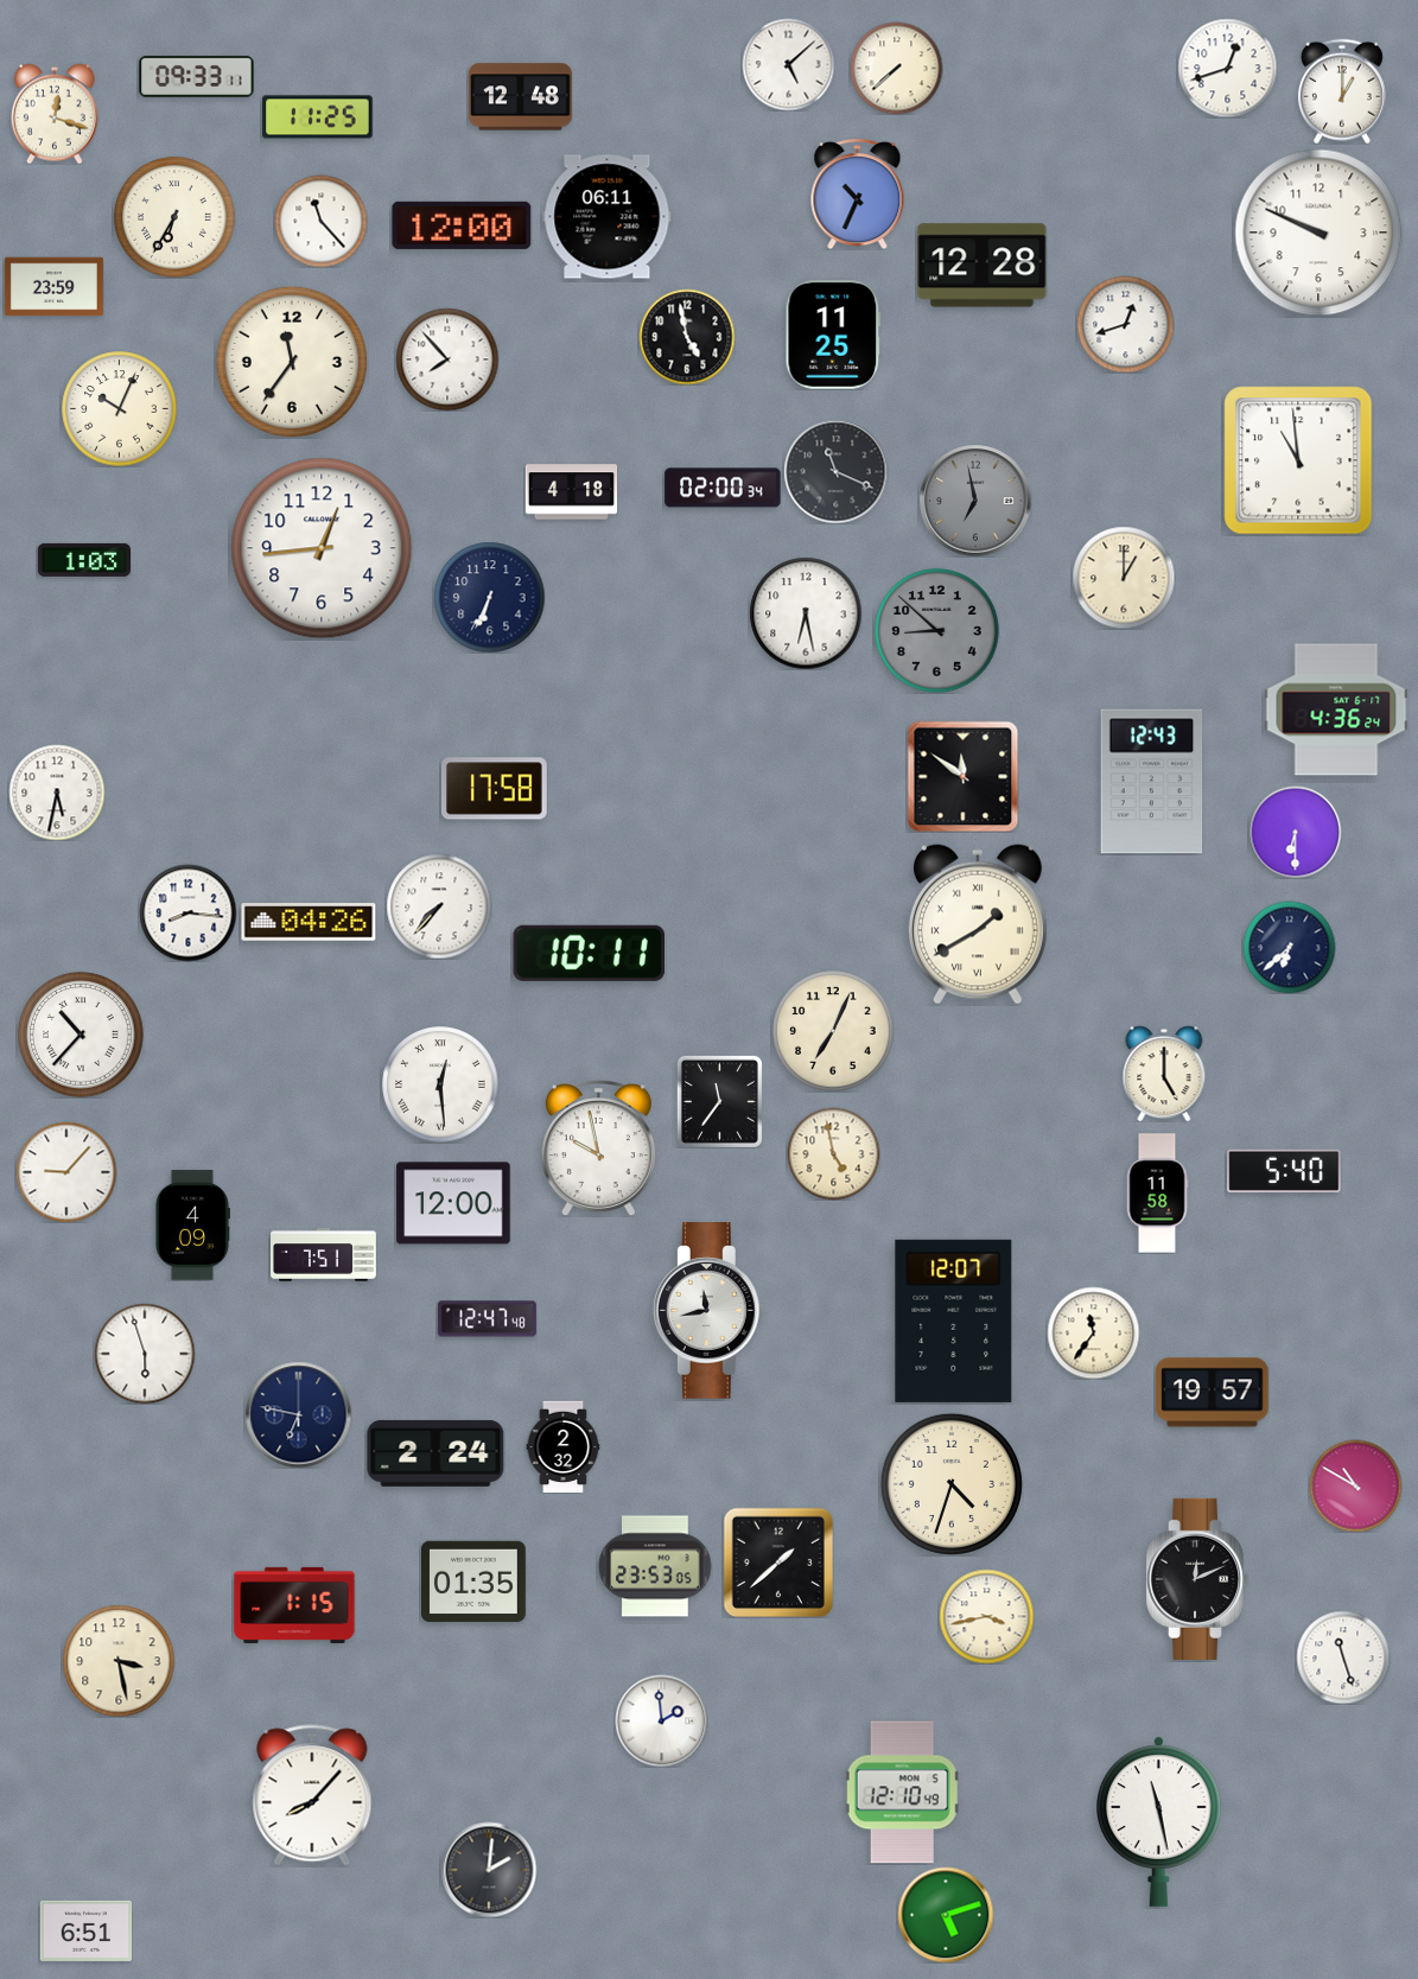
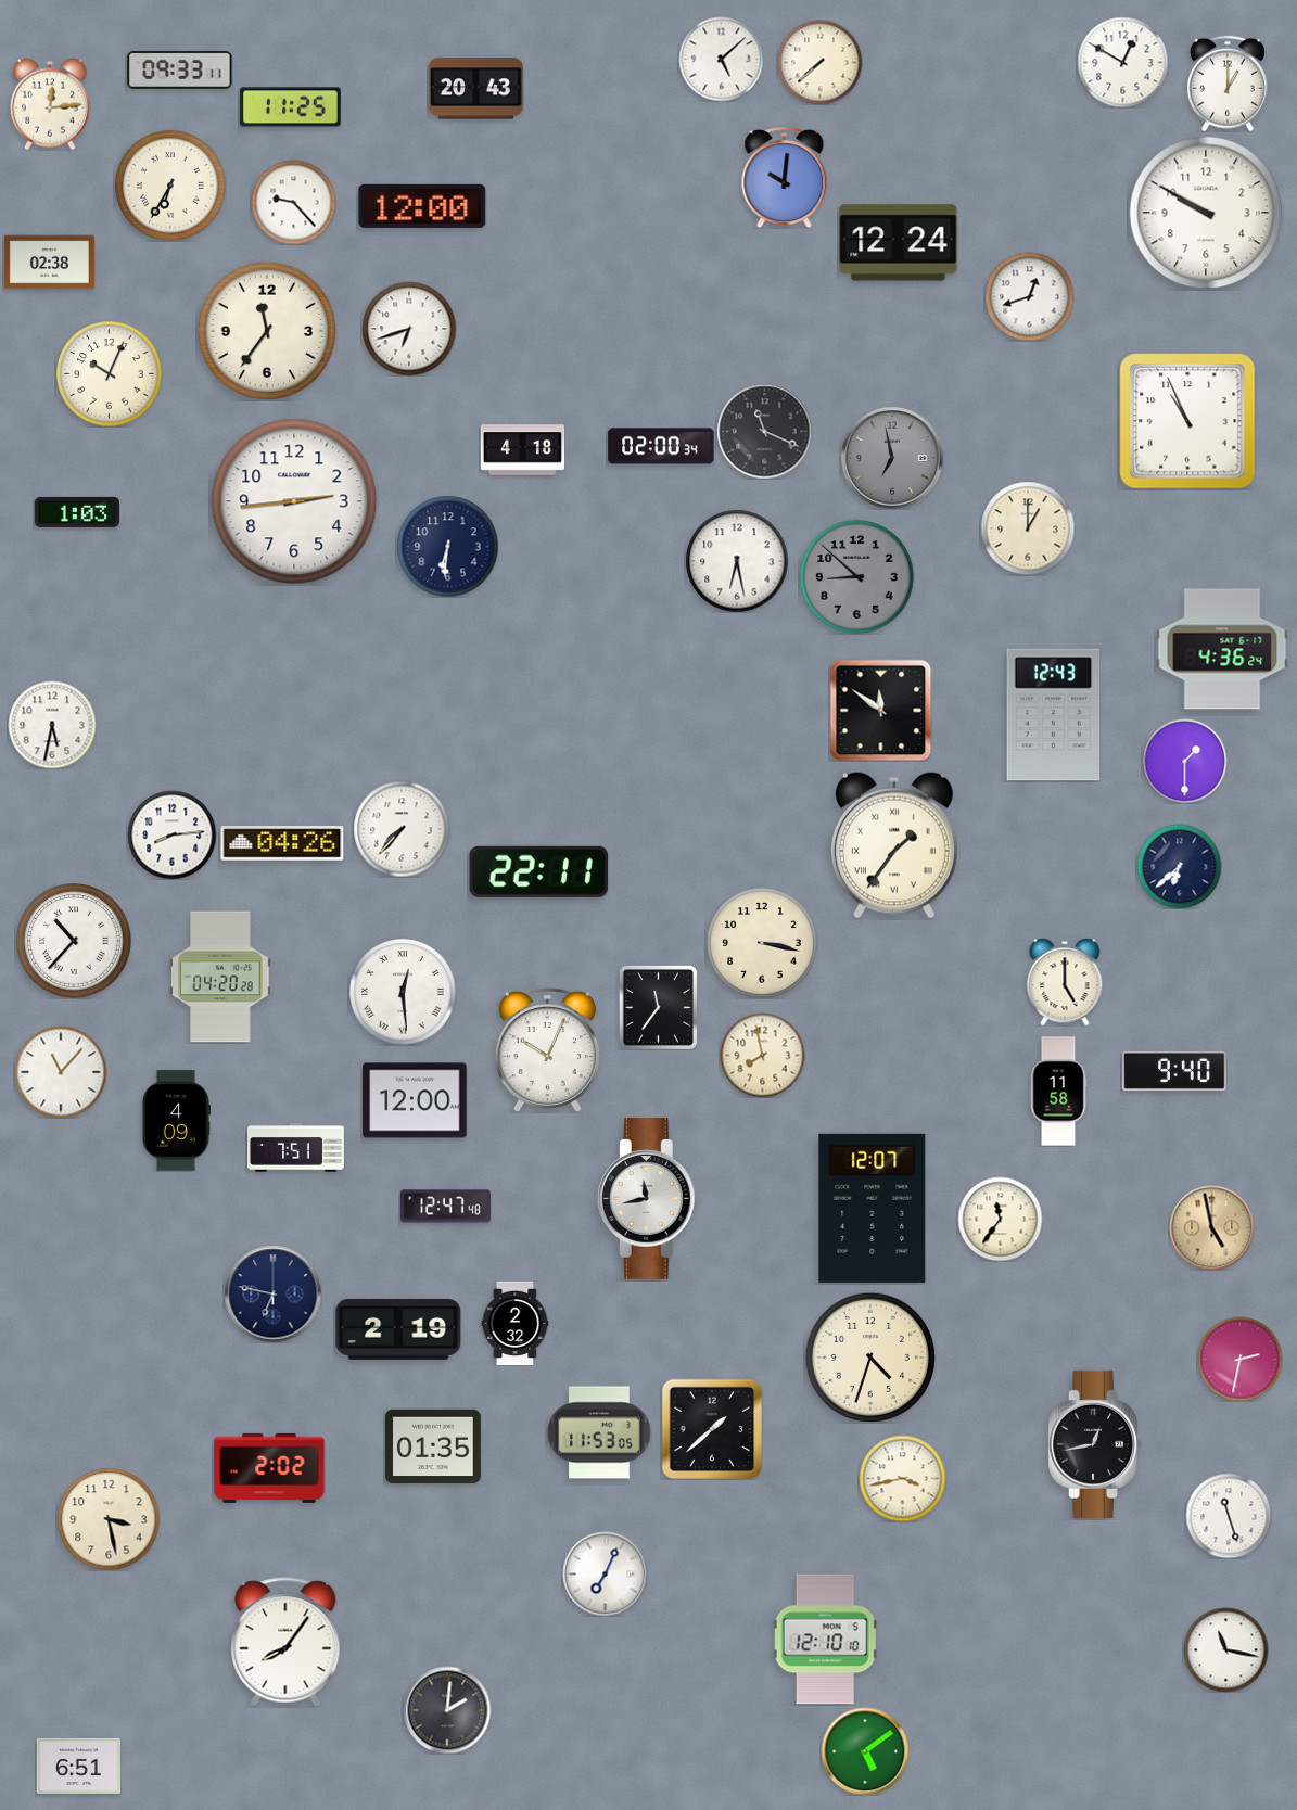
clock at (1227, 68): 12:42 -> 12:50
clock at (520, 97): 12:48 -> 20:43
clock at (55, 114): 12:18 -> 12:14
clock at (858, 193): 10:34 -> 10:01
clock at (174, 217) position: (174, 217) -> (170, 186)
clock at (608, 217): 06:11 -> none
clock at (320, 221): 11:23 -> 9:23
clock at (1318, 233): 9:49 -> 9:50
clock at (983, 266): 12:28 -> 12:24
clock at (53, 287): 23:59 -> 02:38
clock at (833, 335): 11:25 -> none
clock at (687, 337): 4:58 -> none
clock at (447, 359): 7:53 -> 6:42
clock at (1298, 460): 10:59 -> 10:56
clock at (322, 548): 12:44 -> 2:44
clock at (489, 597): 6:34 -> 6:31
clock at (494, 789): 17:58 -> none
clock at (1295, 832): 6:30 -> 1:30
clock at (187, 912): 8:16 -> 8:14
clock at (978, 924): 1:40 -> 1:36
clock at (589, 953): 10:11 -> 22:11
clock at (833, 1031): 7:04 -> 3:17
clock at (82, 1036) position: (82, 1036) -> (75, 942)
clock at (220, 977): none -> 04:20
clock at (598, 1148): 9:58 -> 10:04
clock at (833, 1153): 4:58 -> 7:58
clock at (1284, 1170): 5:40 -> 9:40
clock at (66, 1172): 9:07 -> 11:07
clock at (1211, 1227): none -> 4:58
clock at (145, 1354): 5:57 -> none
clock at (1213, 1393): 19:57 -> none
clock at (435, 1453): 2:24 -> 2:19
clock at (1355, 1485): 10:50 -> 2:32
clock at (655, 1566): 23:53 -> 11:53
clock at (1197, 1579): 12:11 -> 12:43
clock at (294, 1605): 1:15 -> 2:02
clock at (661, 1720): 1:59 -> 7:04
clock at (902, 1793): 12:10:49 -> 12:10:10
clock at (312, 1795): 8:07 -> 8:06
clock at (1225, 1649): none -> 11:17
clock at (1159, 1821): 11:28 -> none
clock at (946, 1915): 5:12 -> 5:09
